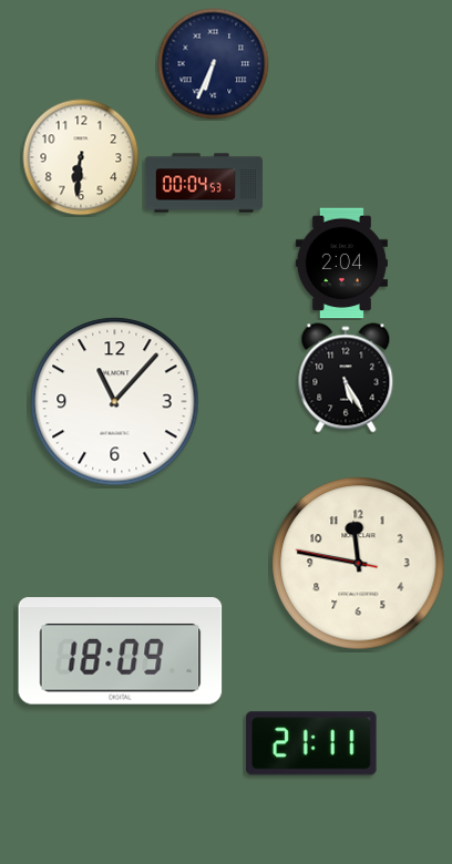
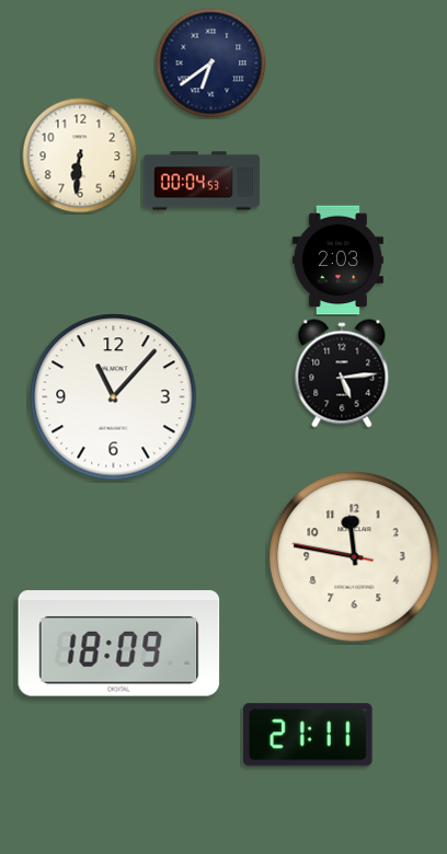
clock at (214, 64): 6:34 -> 6:39
clock at (341, 264): 2:04 -> 2:03
clock at (346, 378): 5:25 -> 5:14
